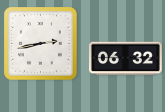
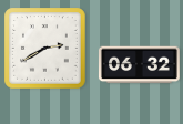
clock at (41, 44): 2:43 -> 2:40
